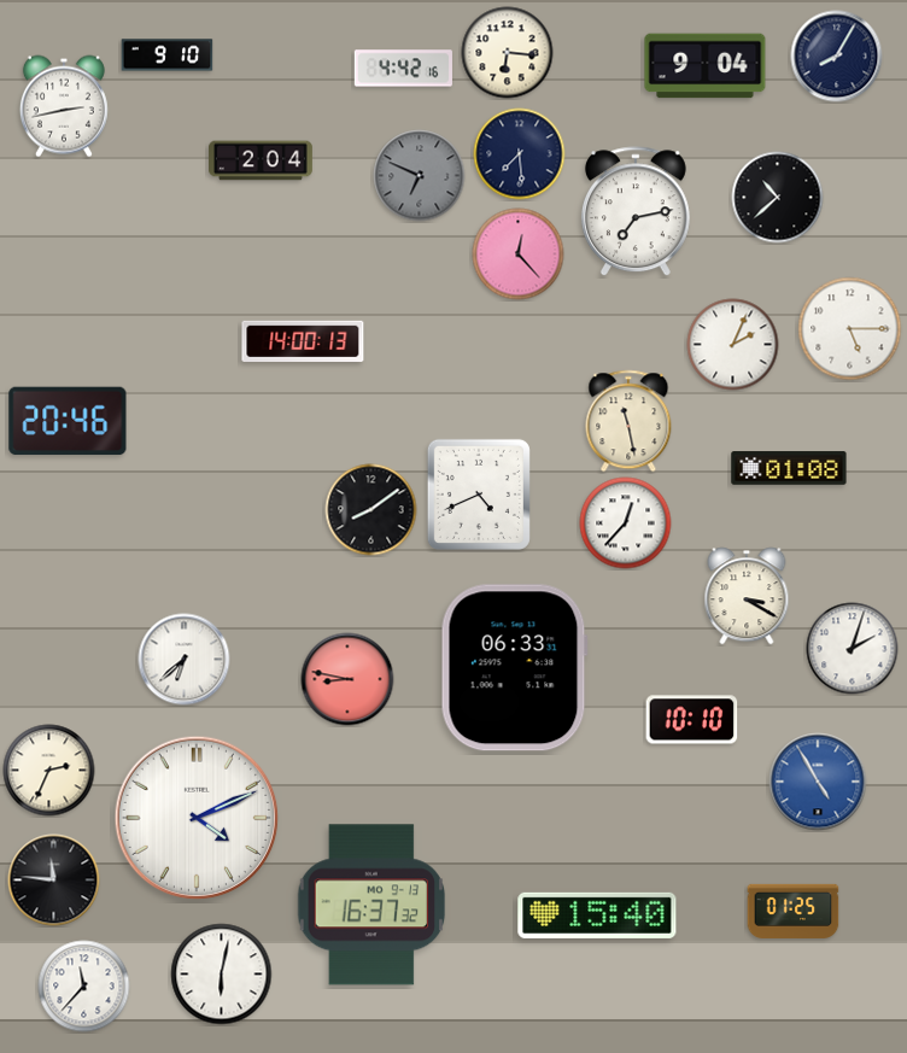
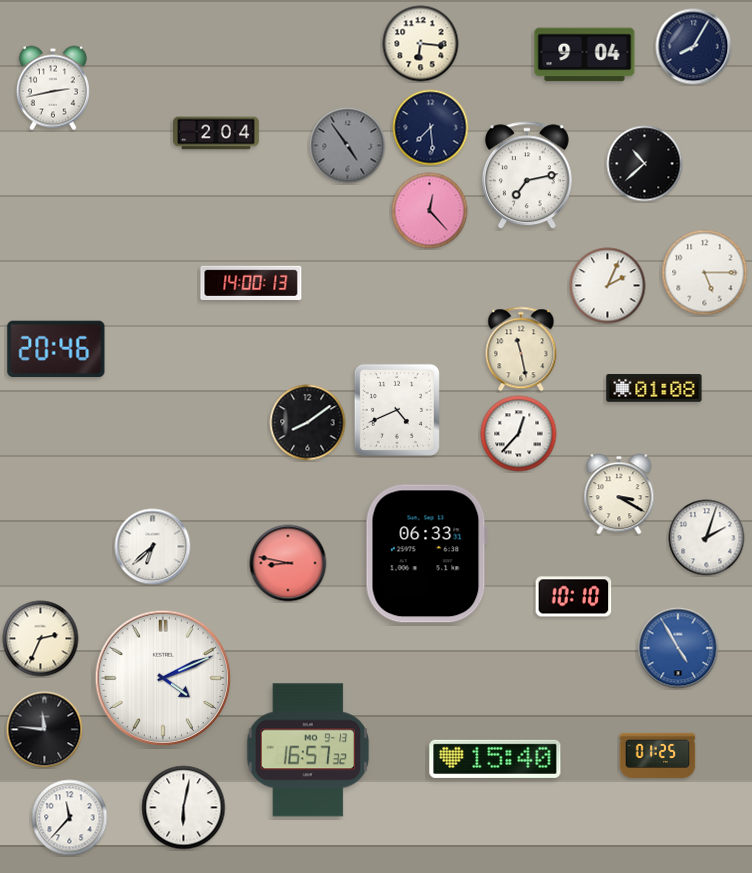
clock at (168, 55): 9:10 -> none
clock at (403, 69): 4:42 -> none
clock at (420, 176): 6:49 -> 4:54
clock at (371, 905): 16:37 -> 16:57
